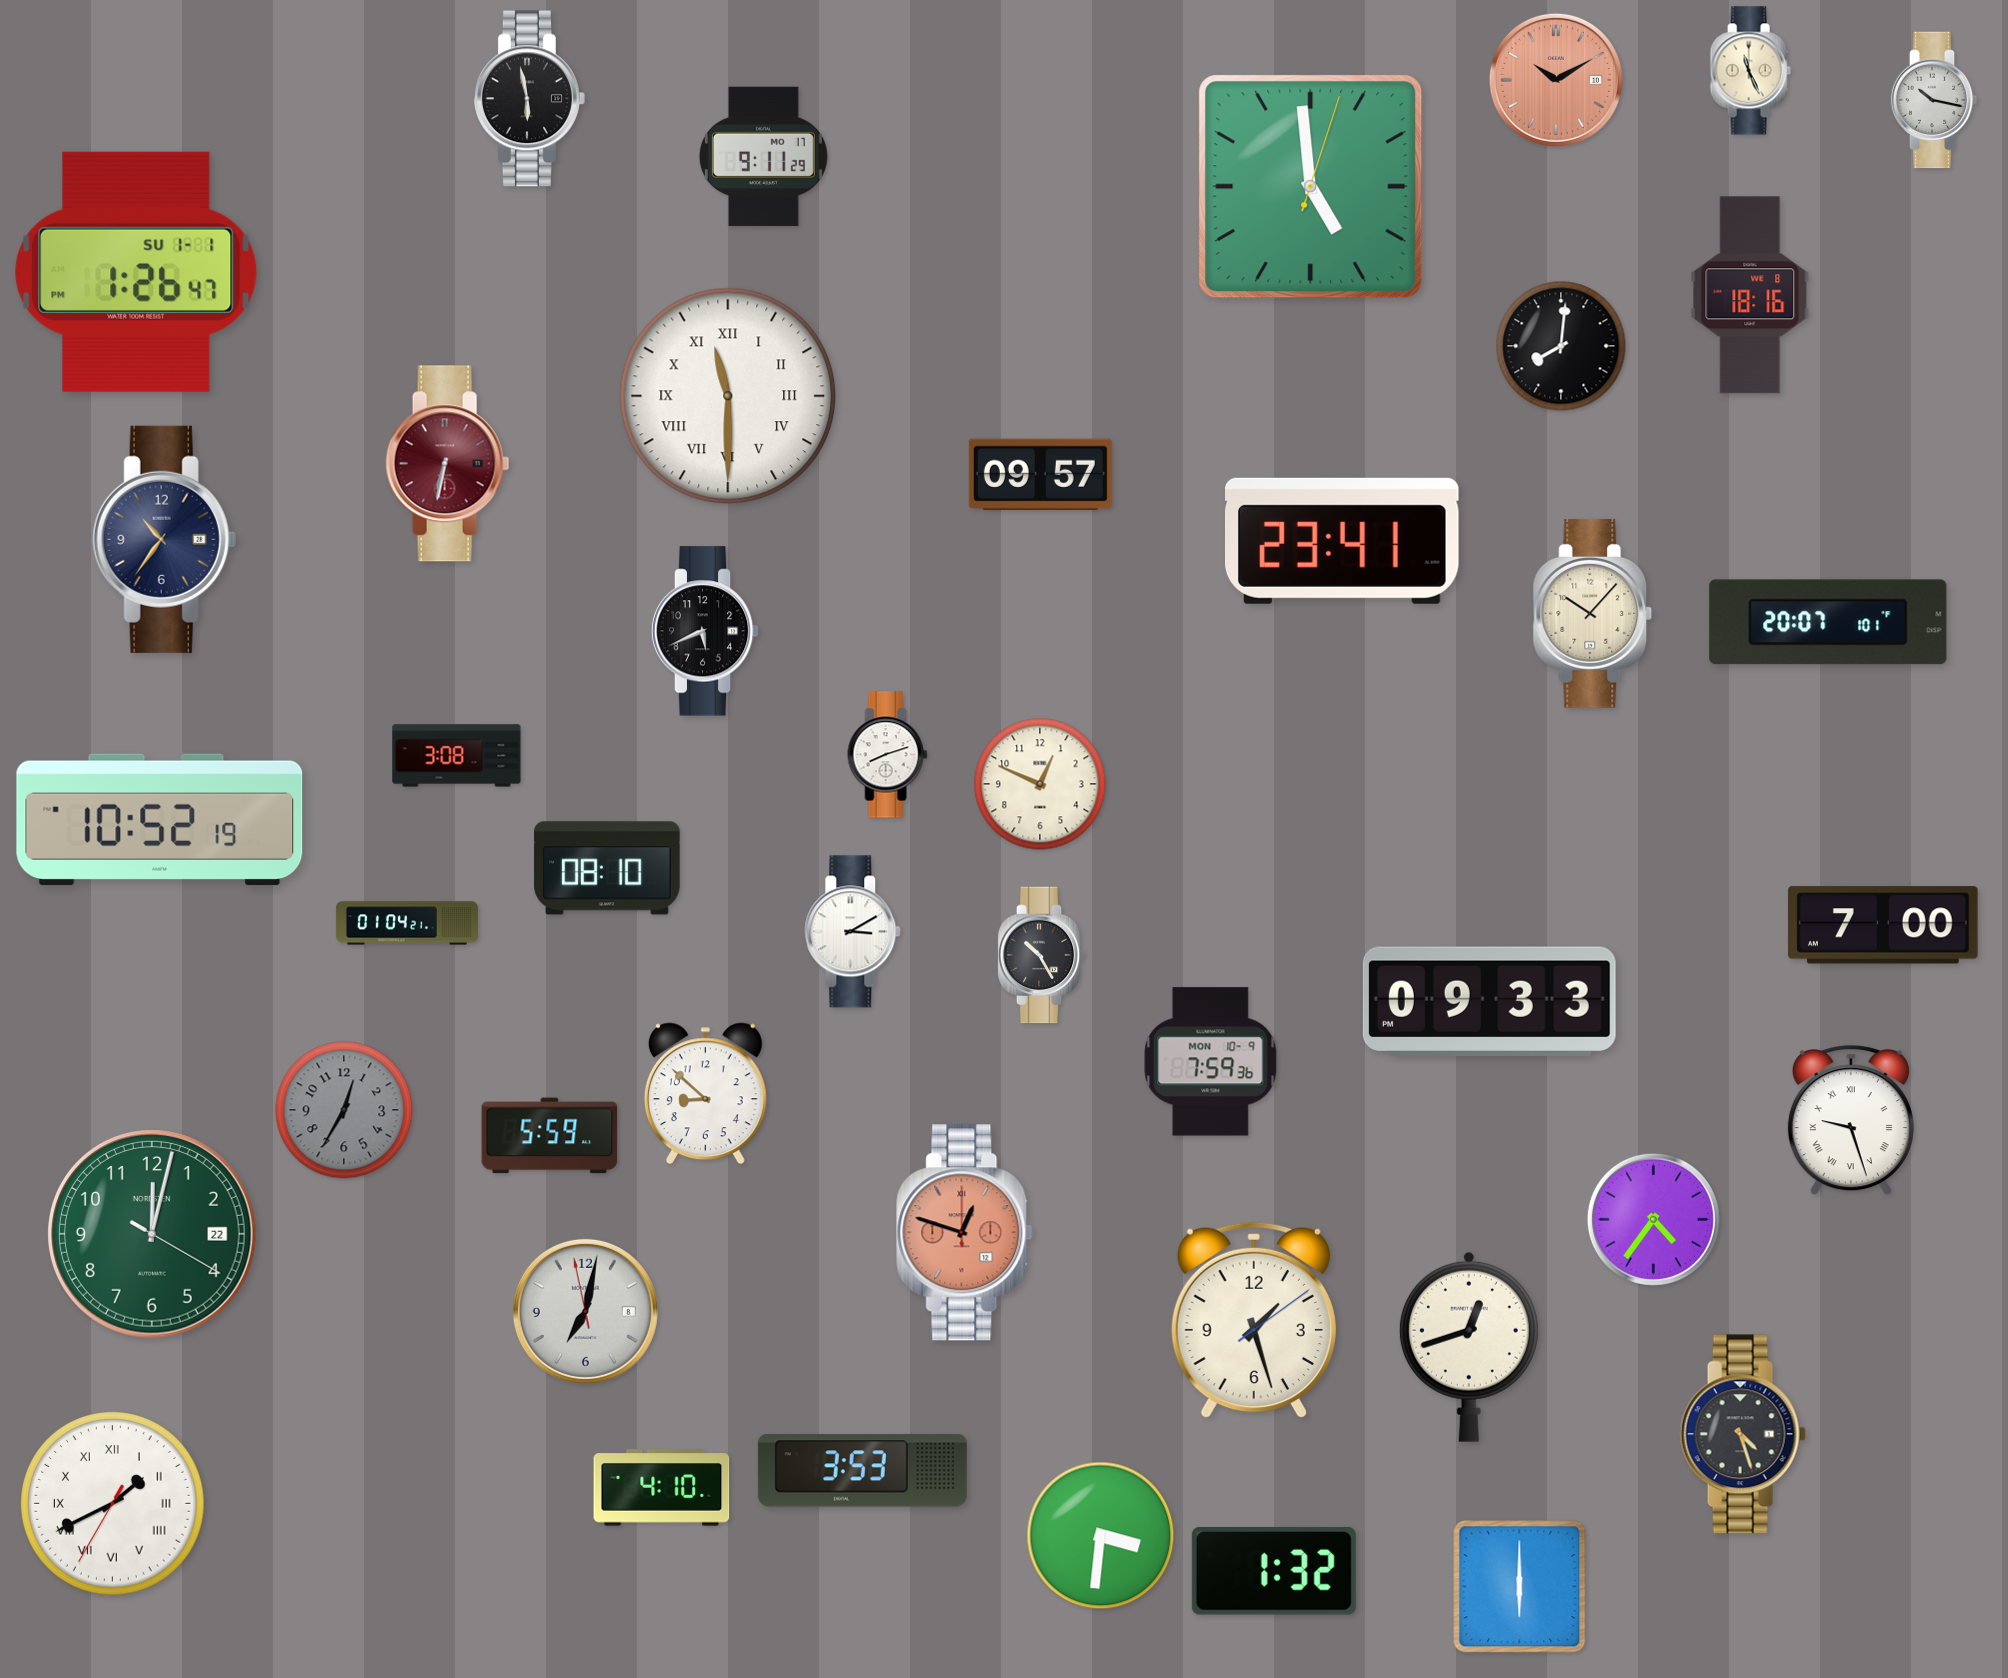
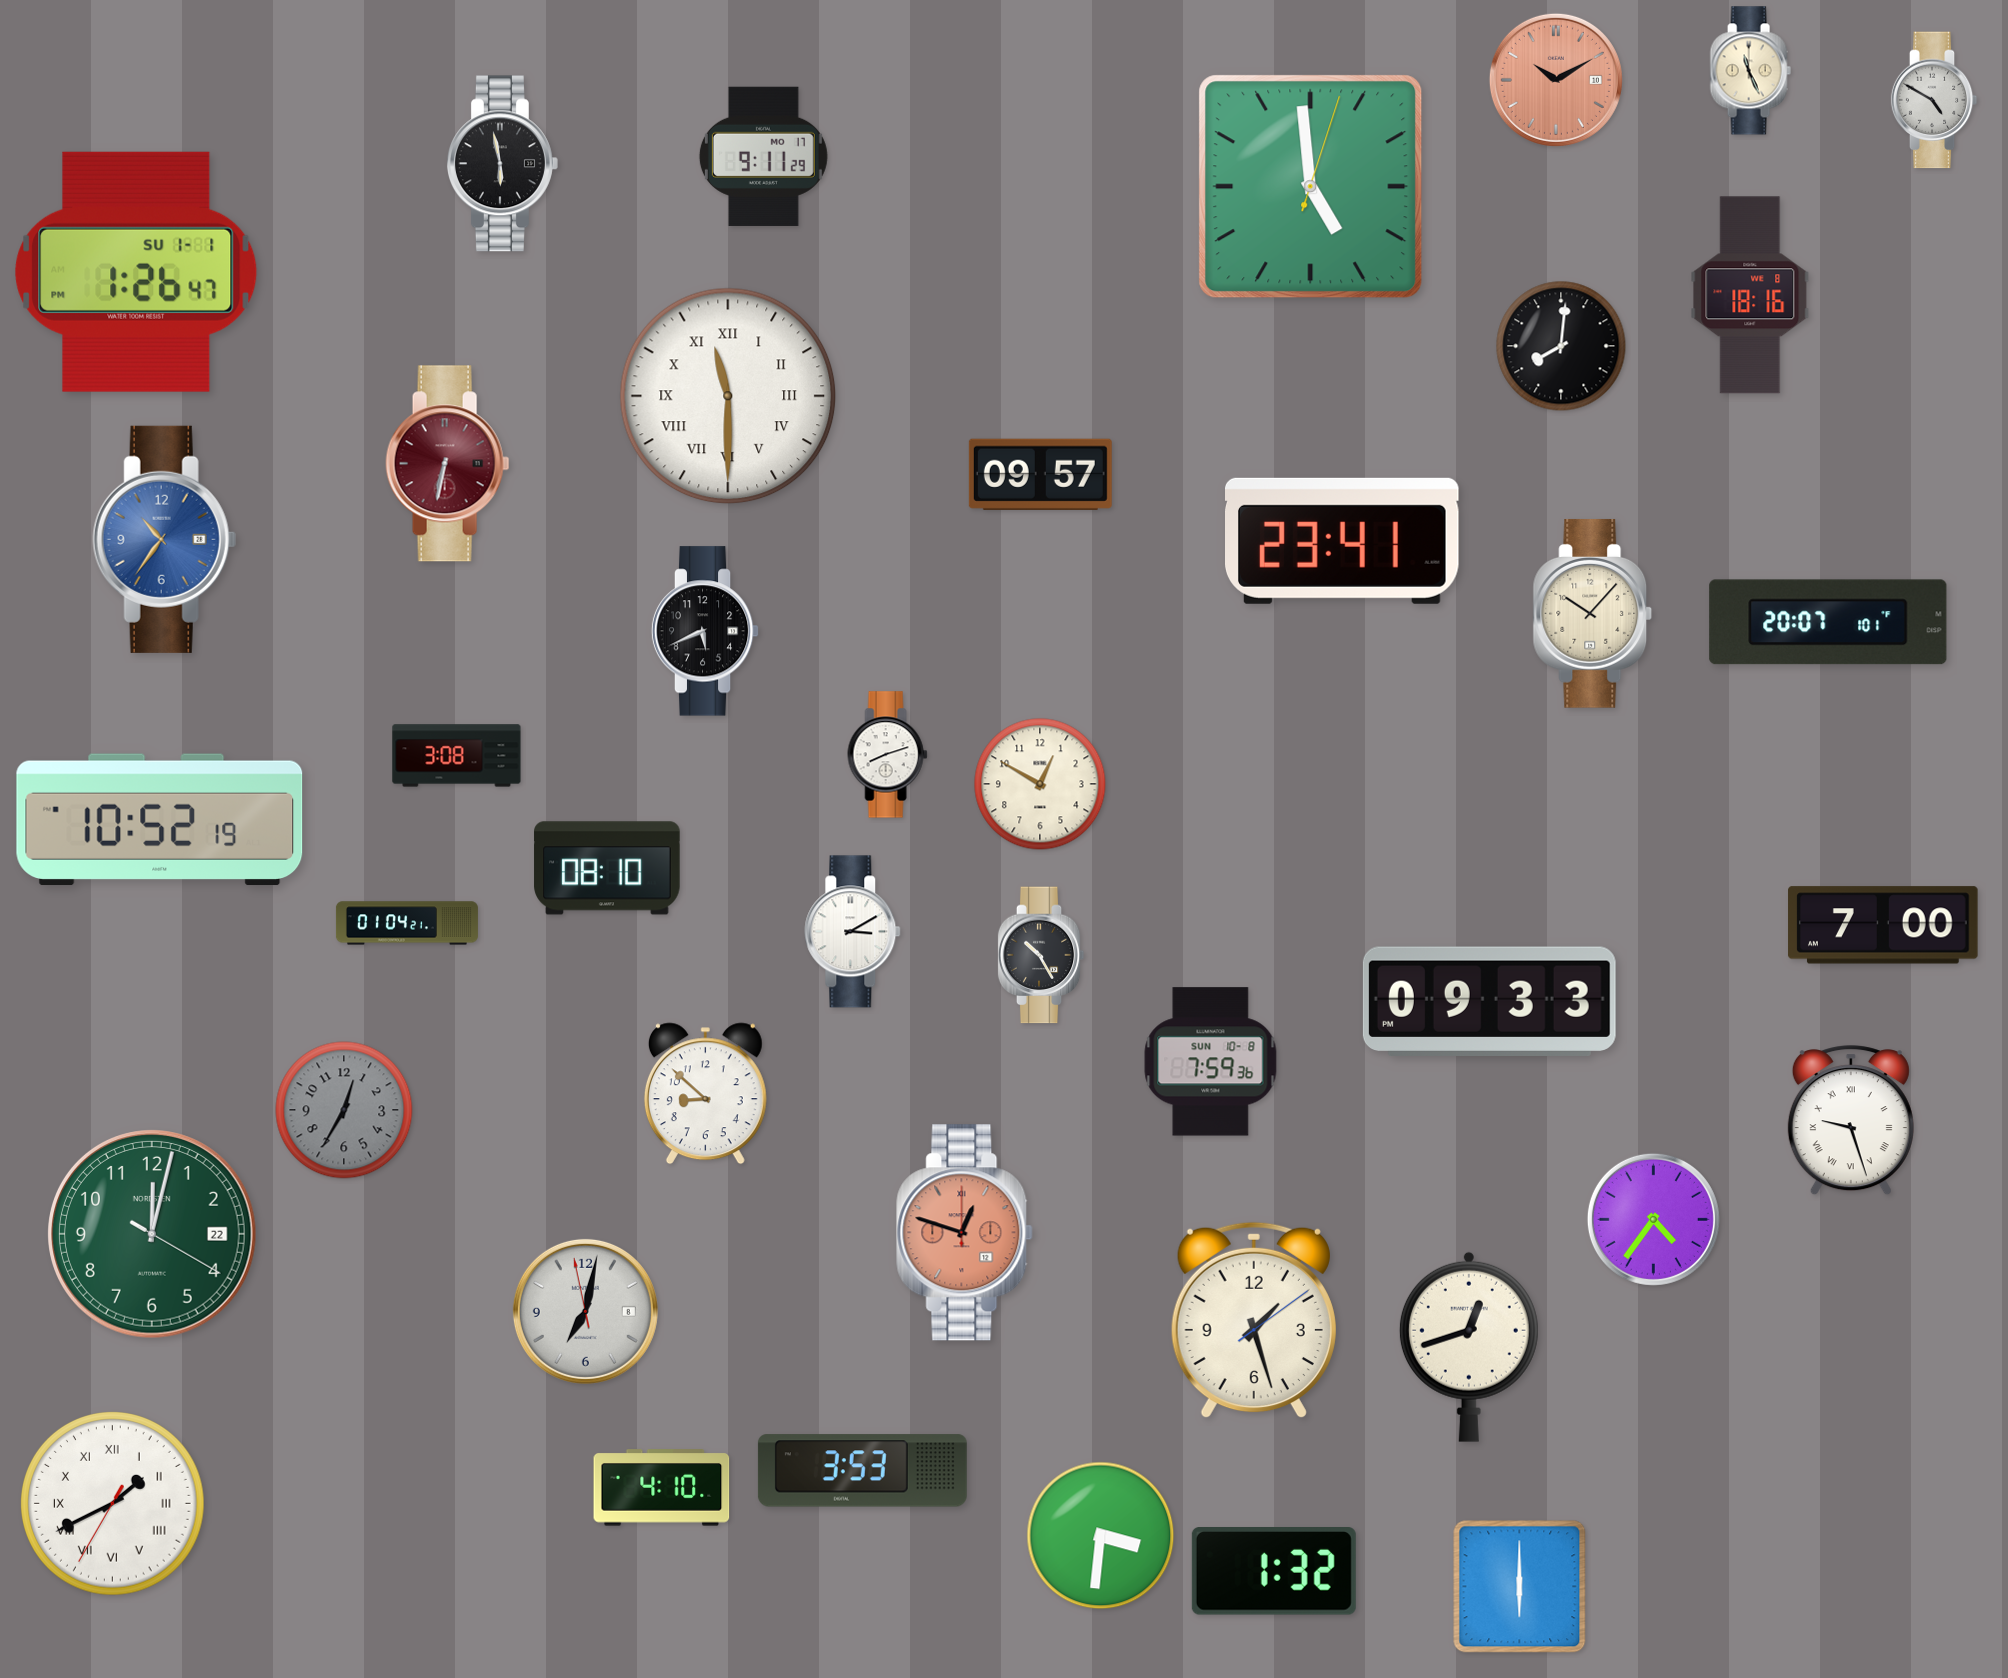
clock at (529, 99) position: (529, 99) -> (502, 164)
clock at (1934, 100): 10:17 -> 4:50
clock at (164, 539) dial: navy -> blue
clock at (1040, 784): 12:49 -> 12:50
clock at (1211, 1062) date: MON 10-9 -> SUN 10-8
clock at (550, 1136): 5:59 -> none
clock at (1743, 1434): 4:27 -> none
